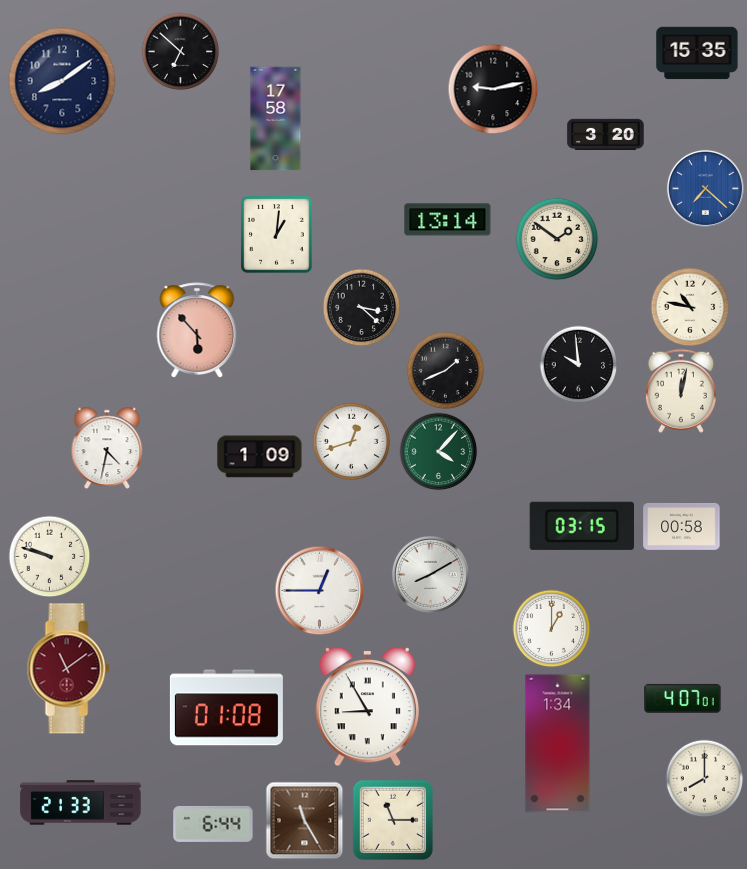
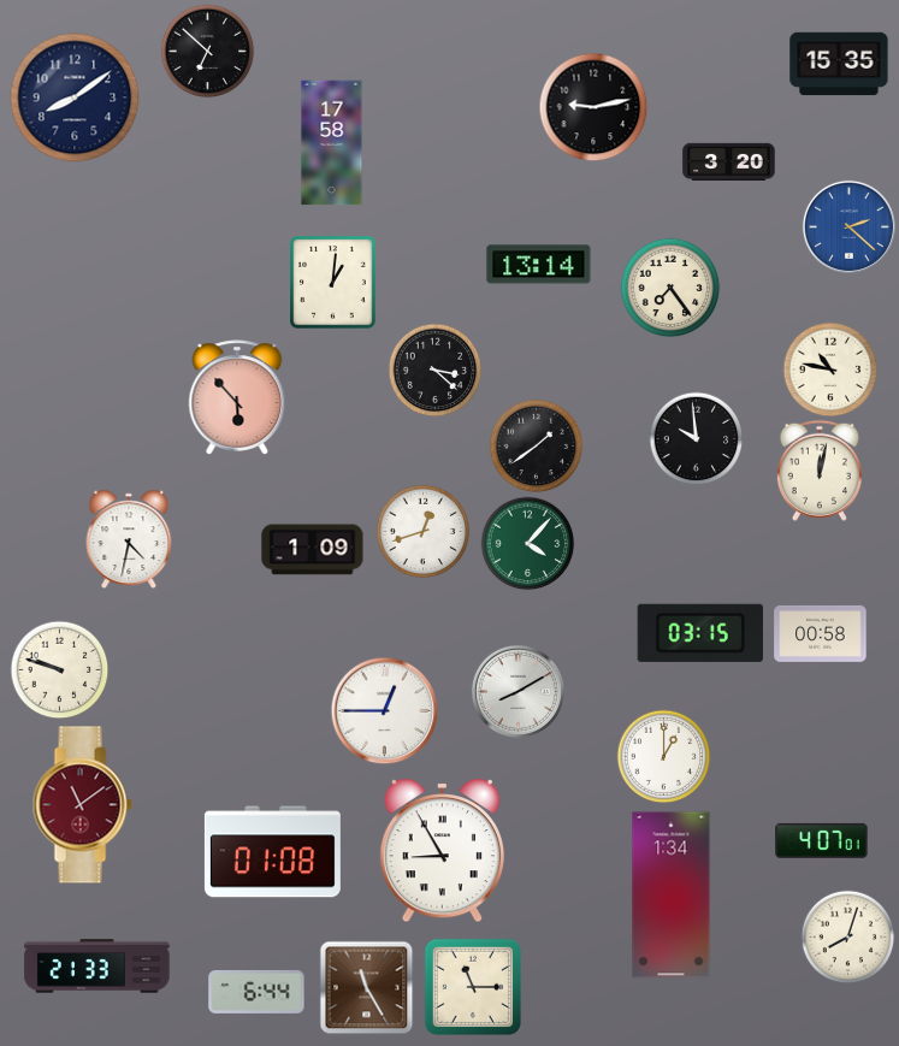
clock at (180, 51) position: (180, 51) -> (207, 51)
clock at (705, 188): 7:22 -> 2:22
clock at (557, 239): 1:51 -> 7:24
clock at (445, 370): 1:41 -> 1:39
clock at (704, 778): 8:00 -> 8:03
